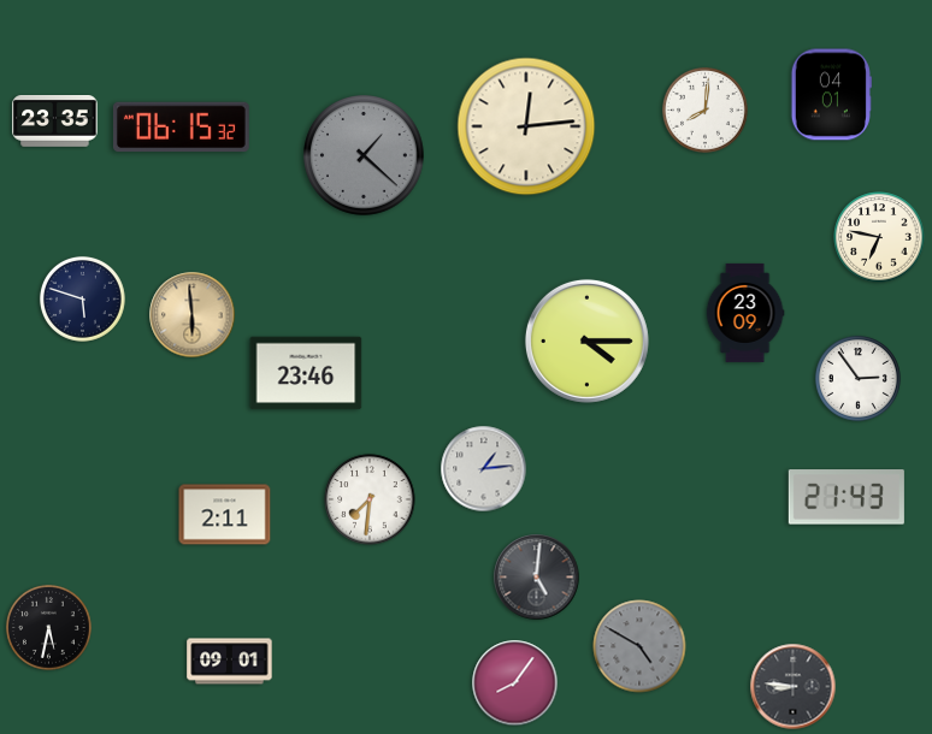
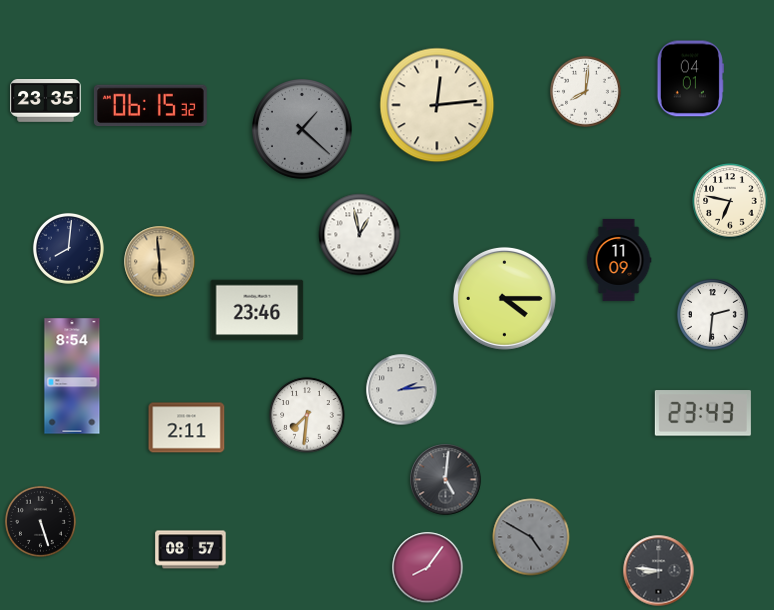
clock at (879, 237) position: (879, 237) -> (730, 201)
clock at (360, 235): none -> 12:58
clock at (82, 298): 5:48 -> 8:01
clock at (745, 313): 23:09 -> 11:09
clock at (586, 341) position: (586, 341) -> (504, 298)
clock at (306, 373) position: (306, 373) -> (257, 310)
clock at (857, 378): 2:54 -> 2:31
clock at (72, 376): none -> 8:54
clock at (484, 469): 1:14 -> 2:14
clock at (847, 497): 21:43 -> 23:43
clock at (48, 627): 5:32 -> 5:27
clock at (230, 662): 09:01 -> 08:57
